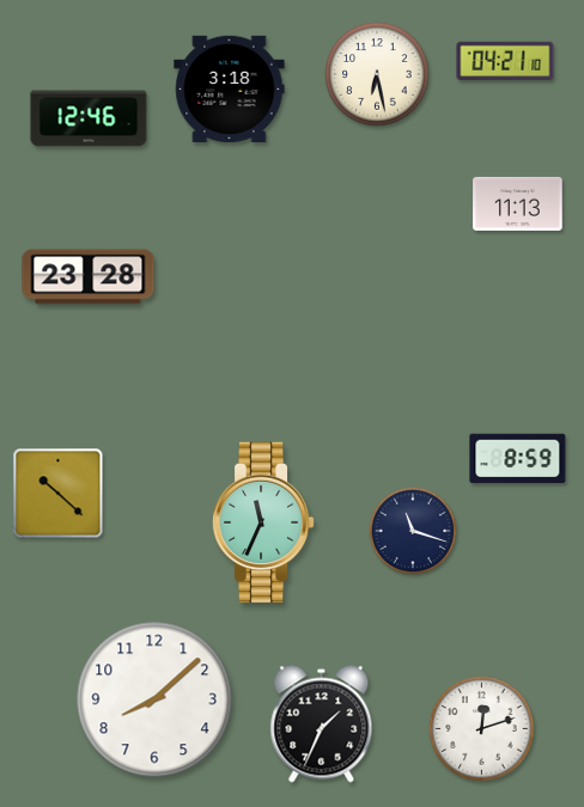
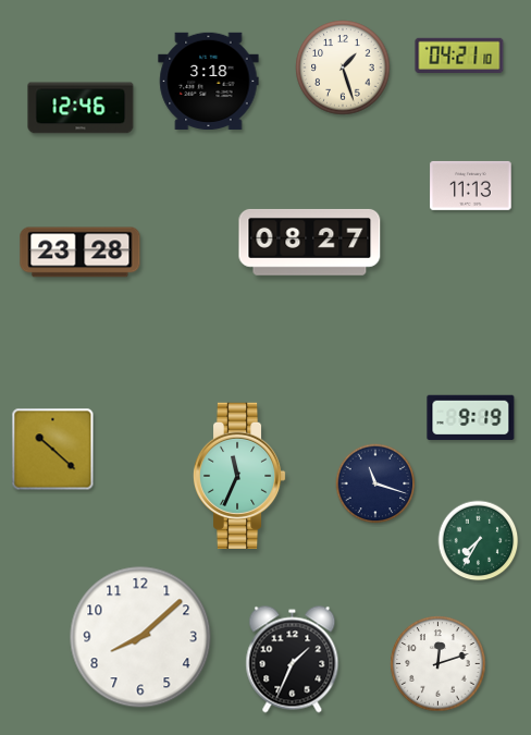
clock at (377, 74): 6:28 -> 1:27
clock at (310, 242): none -> 08:27
clock at (518, 458): 8:59 -> 9:19
clock at (479, 541): none -> 7:35
